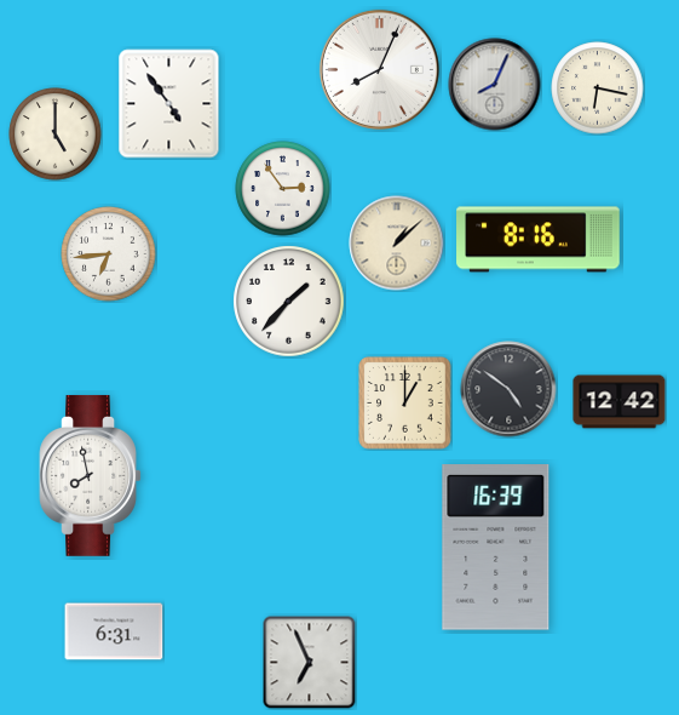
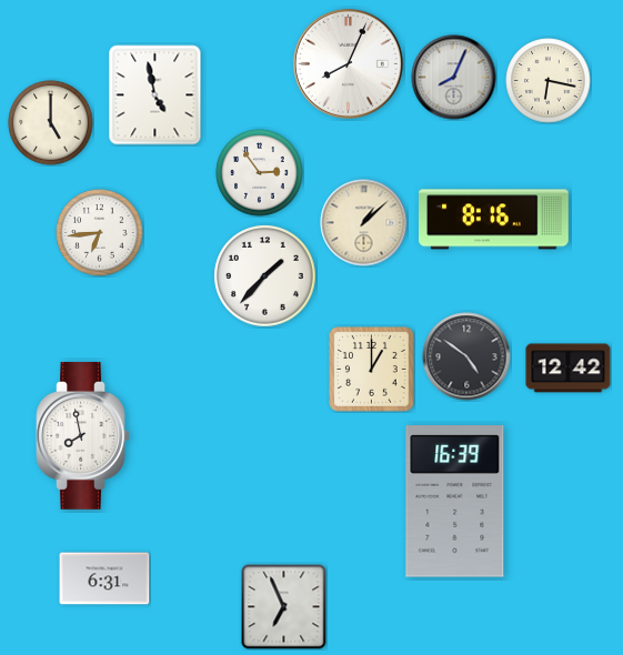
clock at (169, 104): 4:54 -> 4:58
